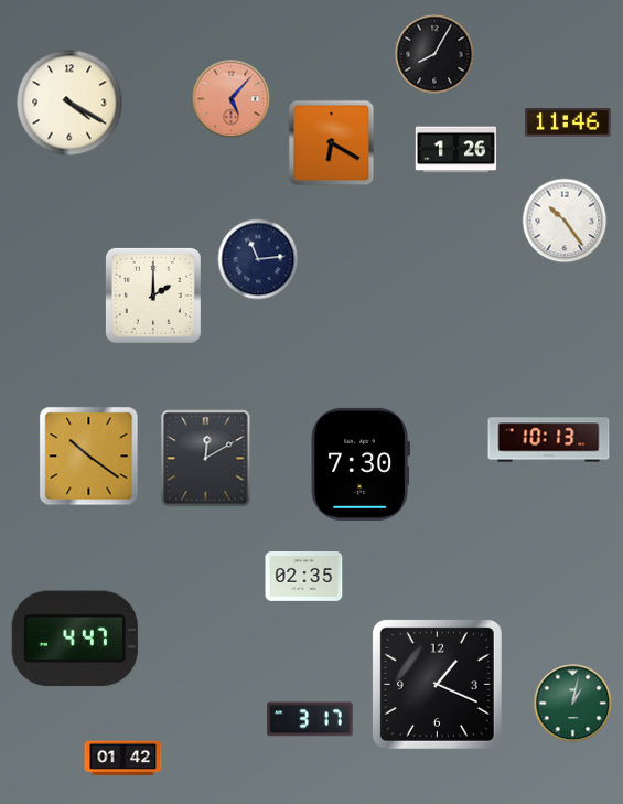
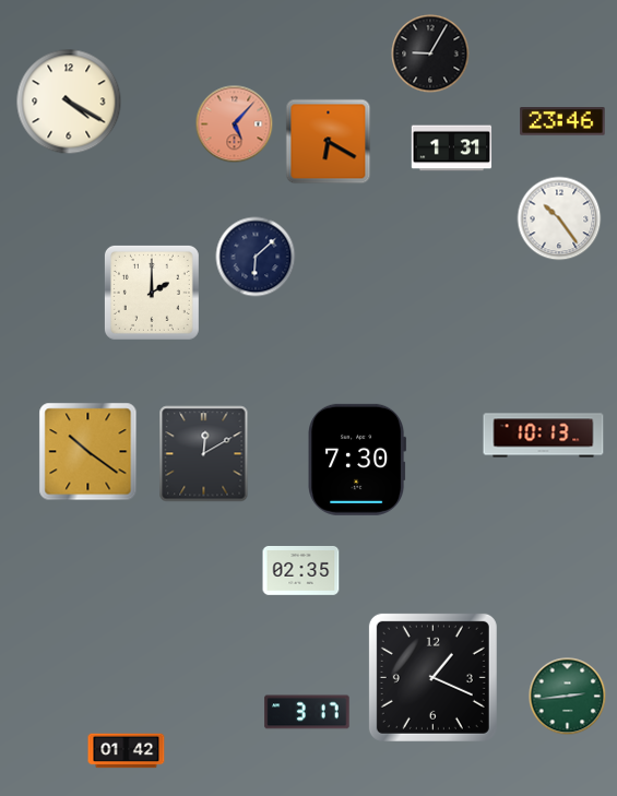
clock at (434, 54): 8:05 -> 9:05
clock at (232, 99) position: (232, 99) -> (235, 124)
clock at (568, 122): 11:46 -> 23:46
clock at (456, 150): 1:26 -> 1:31
clock at (258, 259): 11:14 -> 6:08
clock at (75, 639): 4:47 -> none
clock at (573, 704): 1:02 -> 2:44
clock at (123, 759) position: (123, 759) -> (127, 751)
